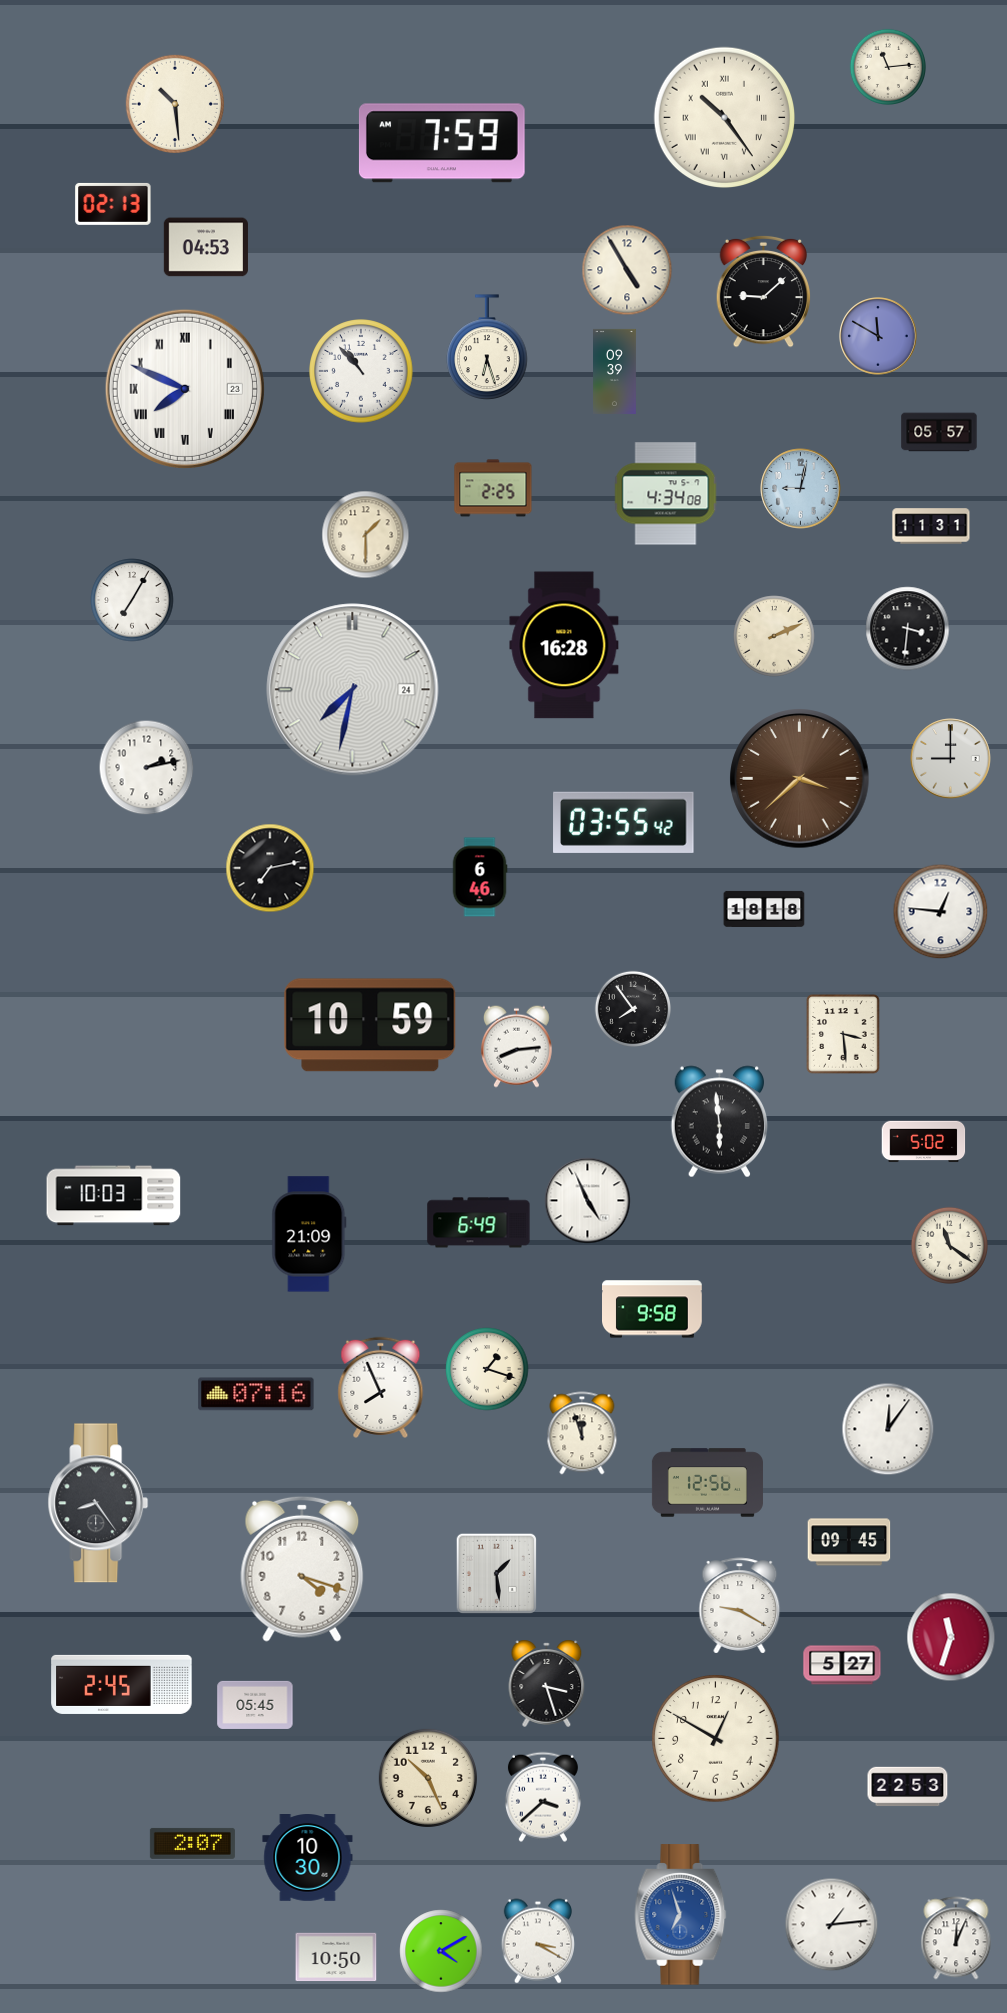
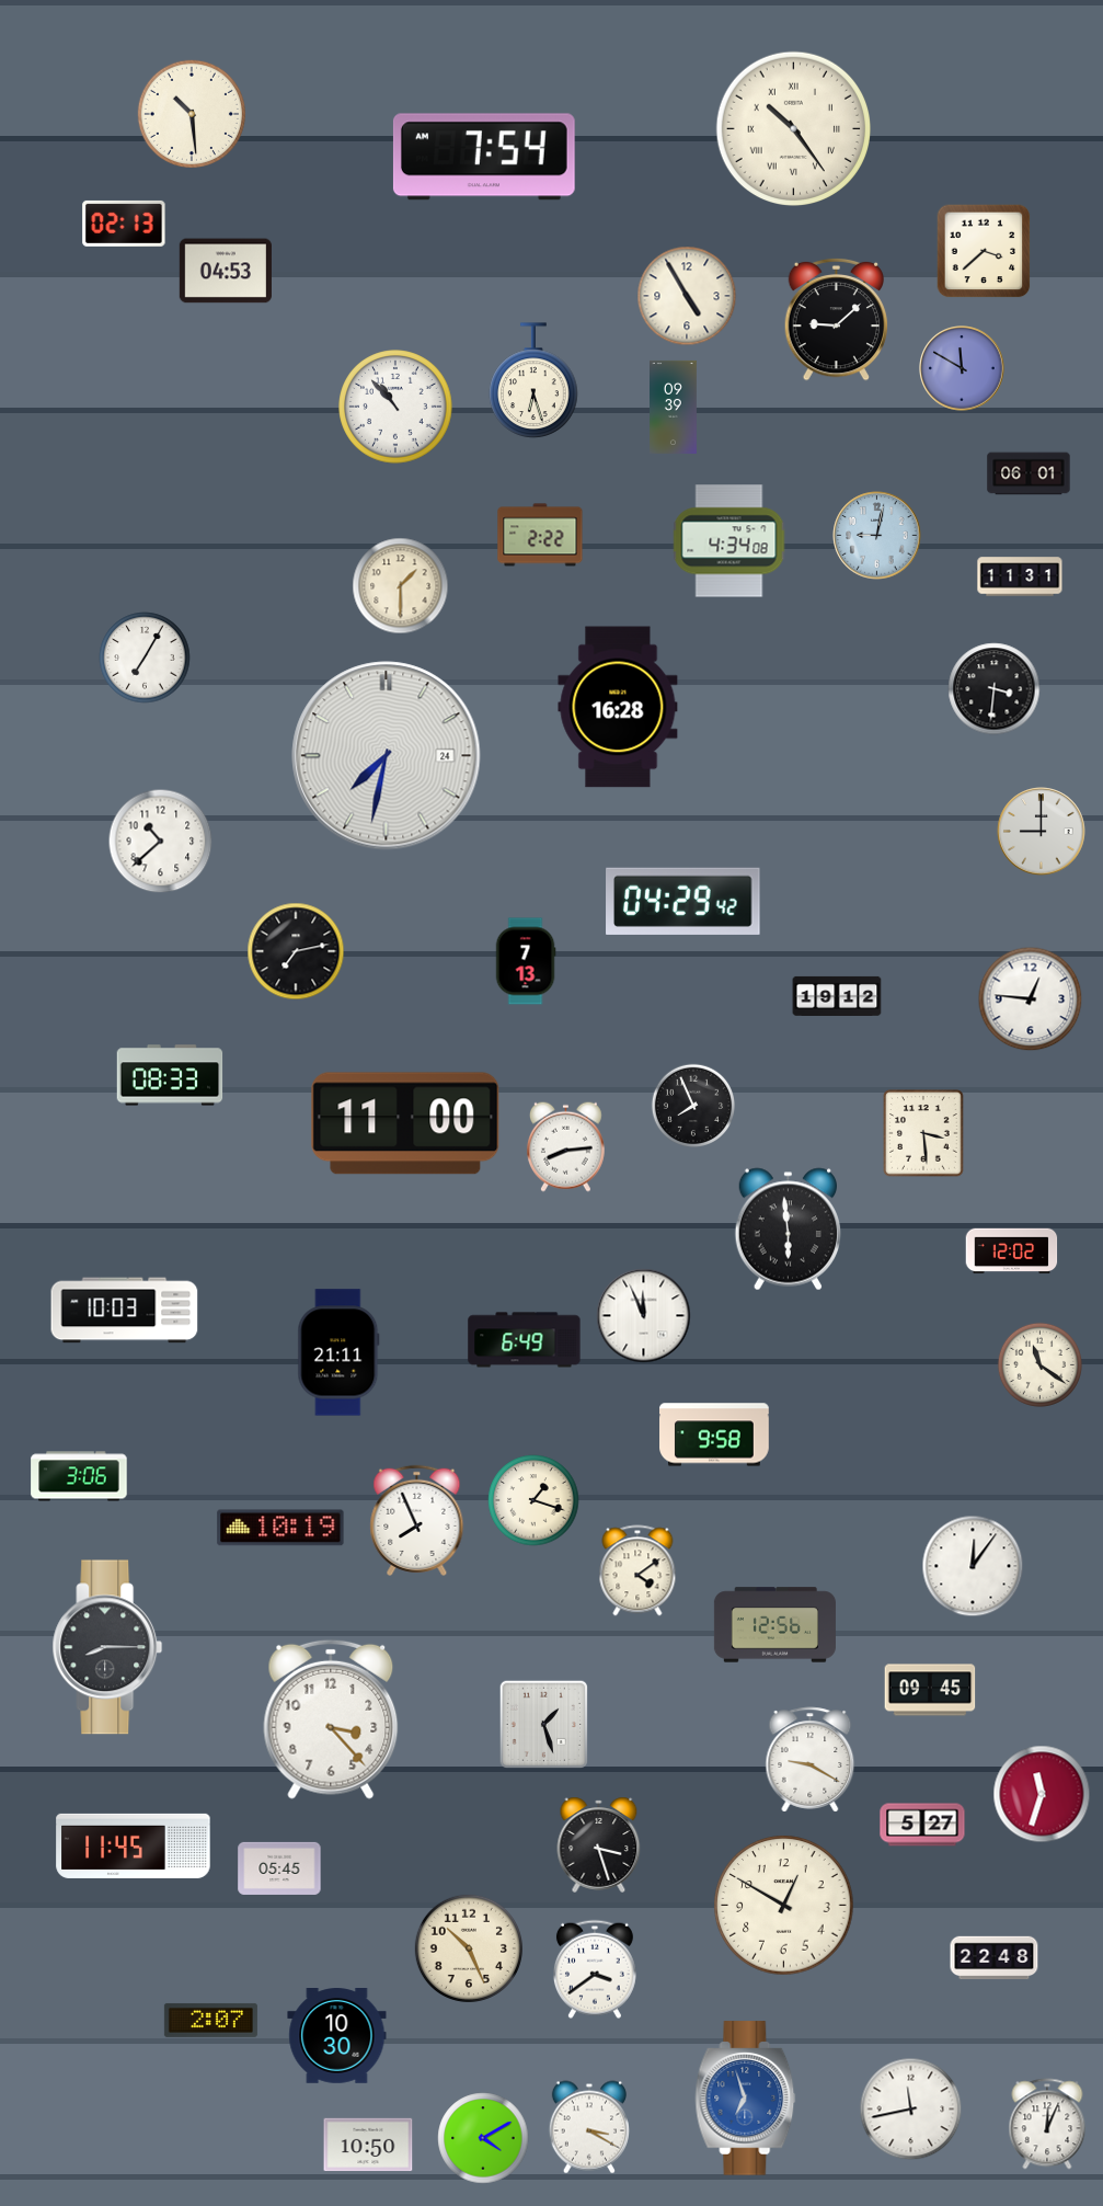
clock at (887, 66): 11:14 -> none
clock at (442, 143): 7:59 -> 7:54
clock at (984, 251): none -> 3:38
clock at (185, 389): 7:49 -> none
clock at (939, 432): 05:57 -> 06:01
clock at (493, 488): 2:25 -> 2:22
clock at (774, 636): 2:11 -> none
clock at (147, 768): 2:13 -> 10:38
clock at (800, 779): 3:38 -> none
clock at (624, 822): 03:55 -> 04:29
clock at (480, 877): 6:46 -> 7:13
clock at (764, 909): 18:18 -> 19:12
clock at (170, 1075): none -> 08:33
clock at (632, 1008): 7:54 -> 7:56
clock at (370, 1025): 10:59 -> 11:00
clock at (924, 1142): 5:02 -> 12:02
clock at (588, 1201): 4:56 -> 11:56
clock at (309, 1234): 21:09 -> 21:11
clock at (79, 1476): none -> 3:06
clock at (256, 1394): 07:16 -> 10:19
clock at (582, 1433): 11:57 -> 4:09
clock at (98, 1503): 8:24 -> 8:15
clock at (302, 1569): 4:18 -> 3:23
clock at (496, 1573): 1:29 -> 1:27
clock at (122, 1684): 2:45 -> 11:45
clock at (908, 1787): 22:53 -> 22:48
clock at (543, 1797): 3:38 -> 3:39
clock at (832, 1925): 1:14 -> 11:43
